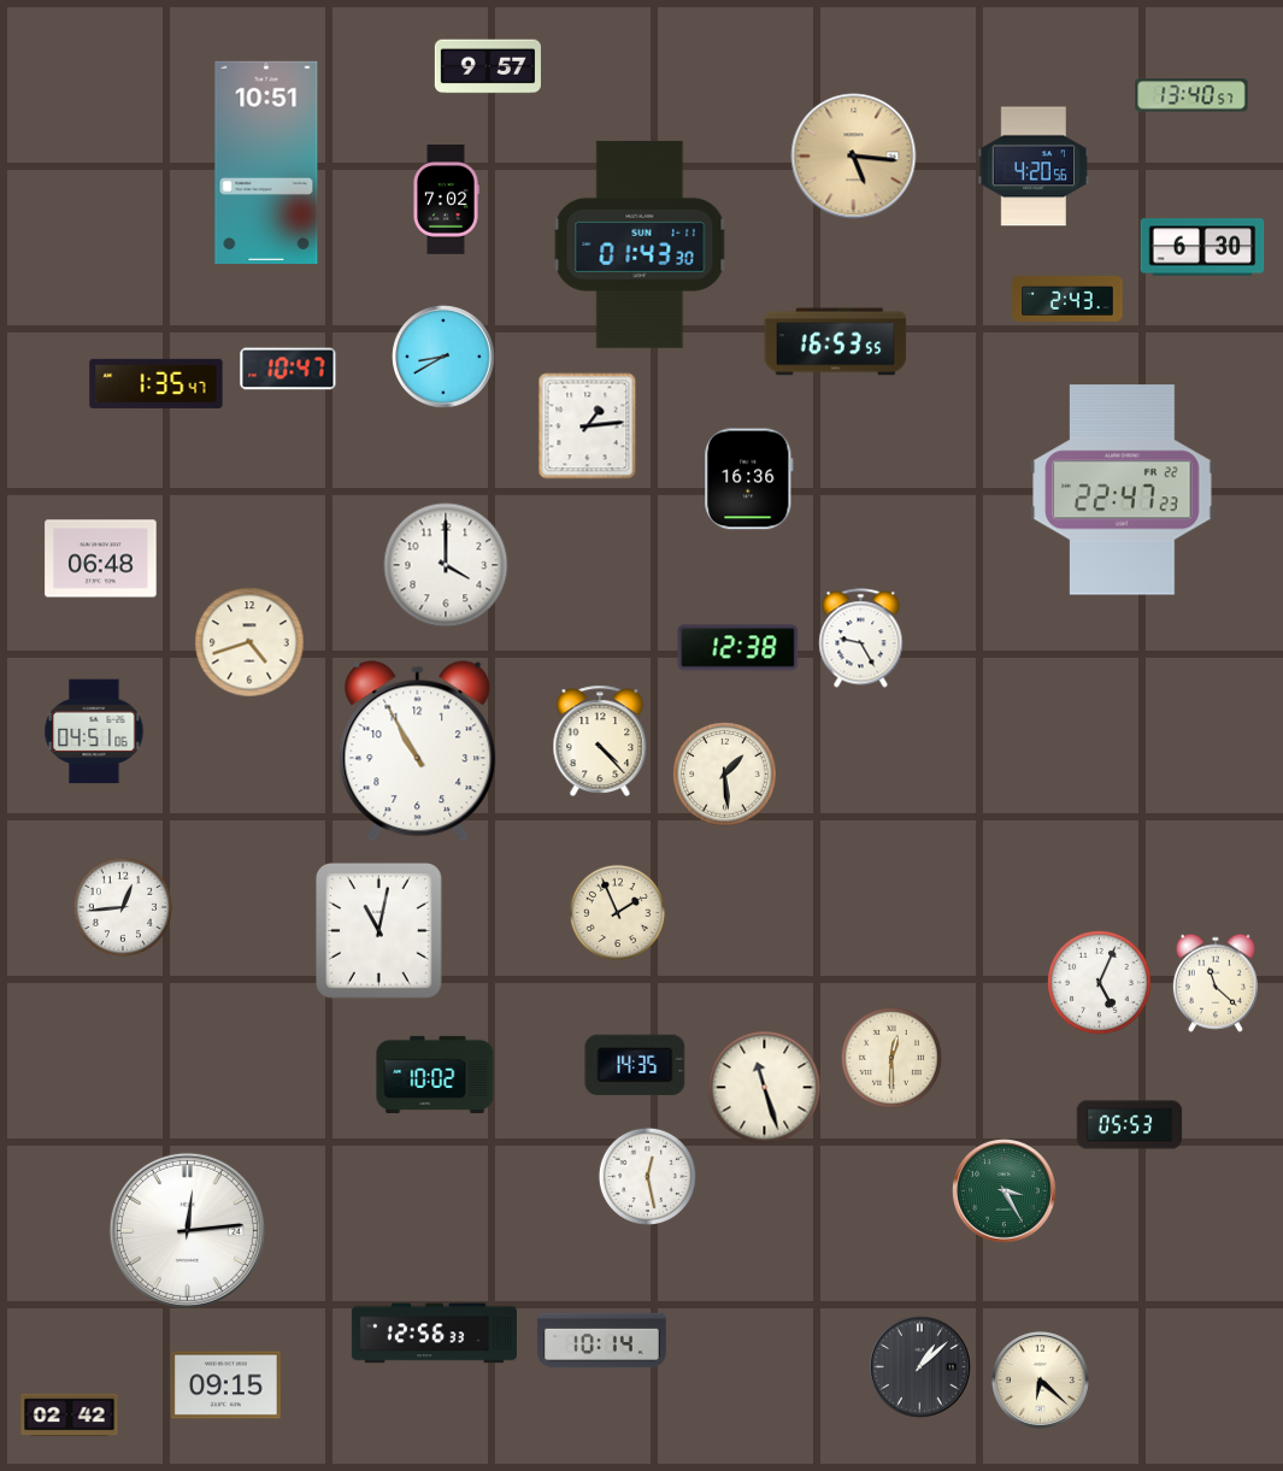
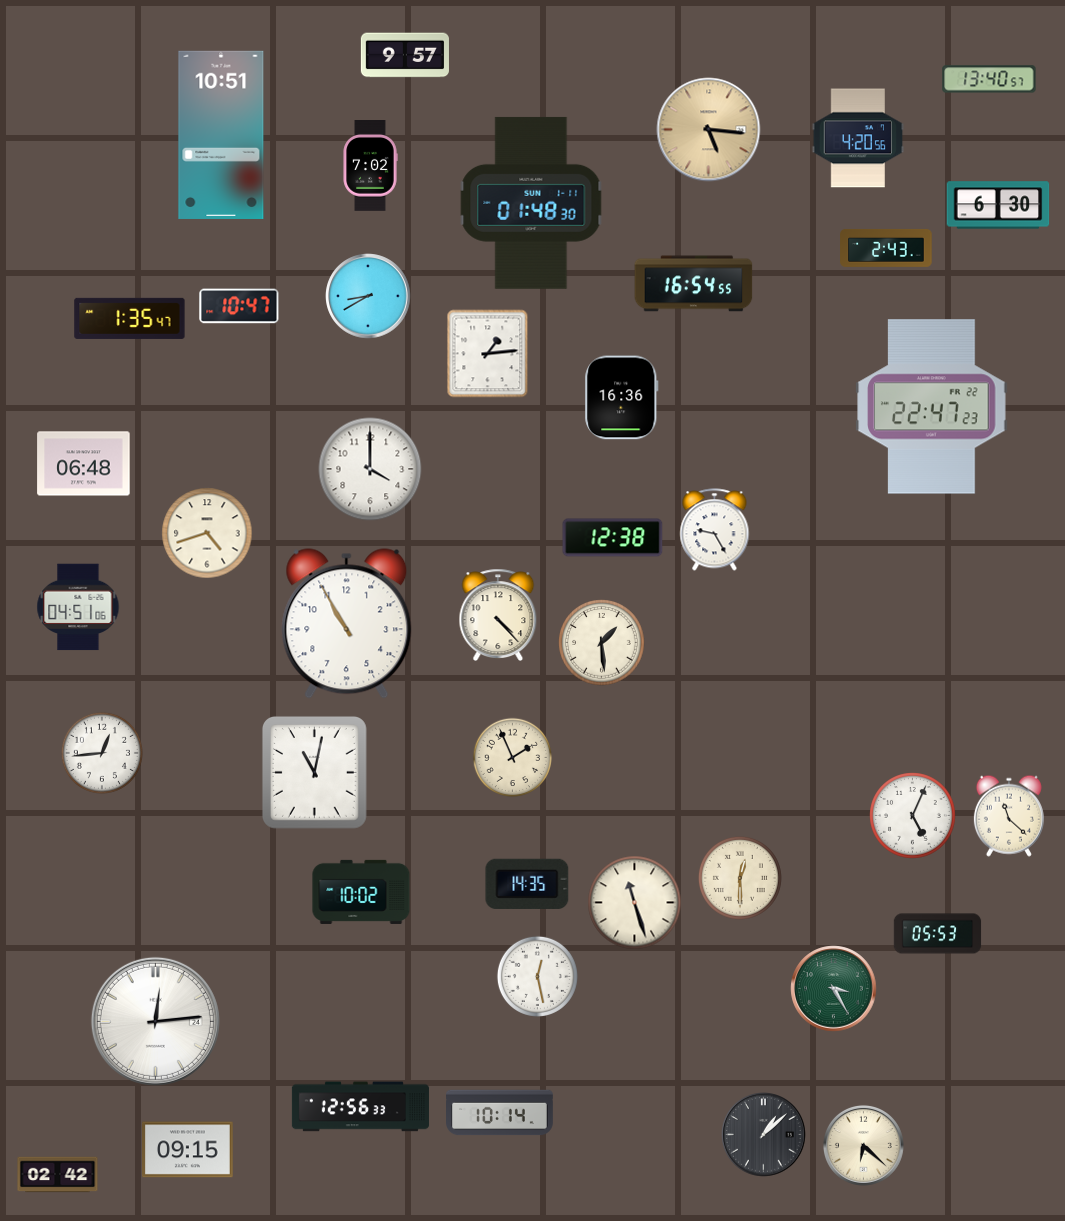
clock at (640, 245): 01:43 -> 01:48
clock at (836, 342): 16:53 -> 16:54
